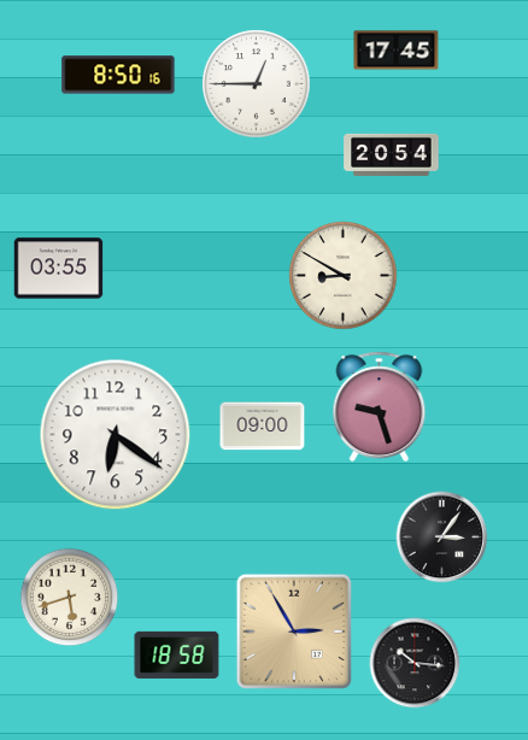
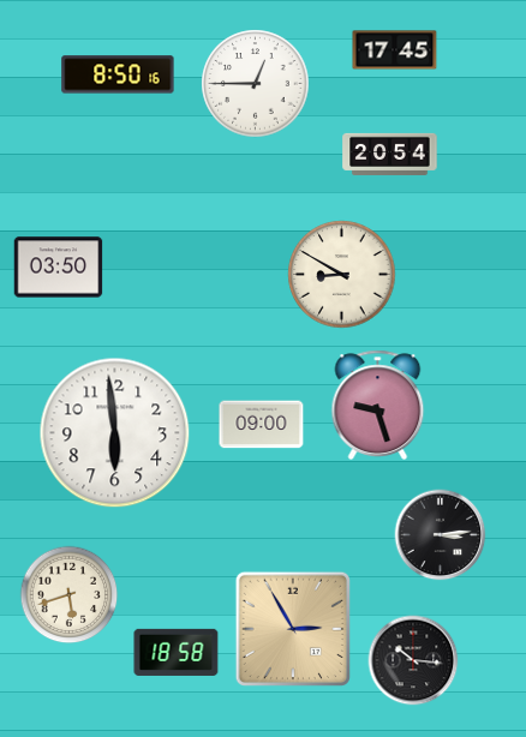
clock at (59, 269): 03:55 -> 03:50
clock at (116, 435): 6:21 -> 5:59
clock at (442, 538): 3:06 -> 3:14
